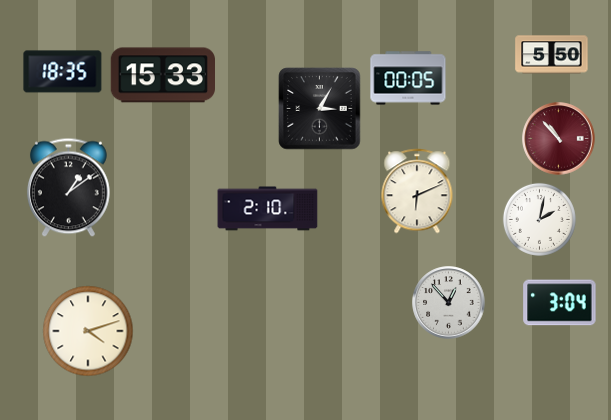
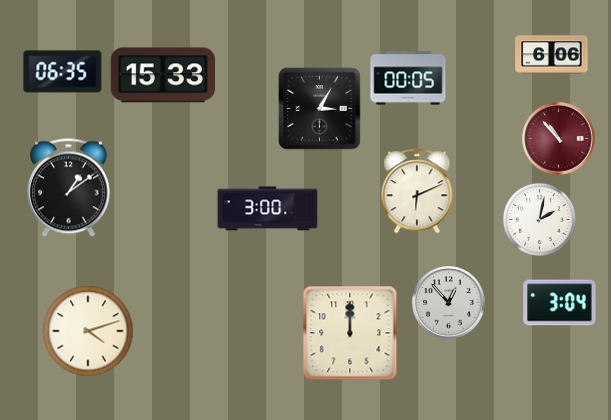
clock at (552, 55): 5:50 -> 6:06
clock at (63, 72): 18:35 -> 06:35
clock at (268, 209): 2:10 -> 3:00
clock at (350, 333): none -> 12:00
